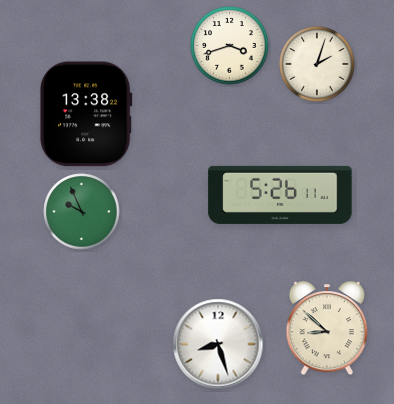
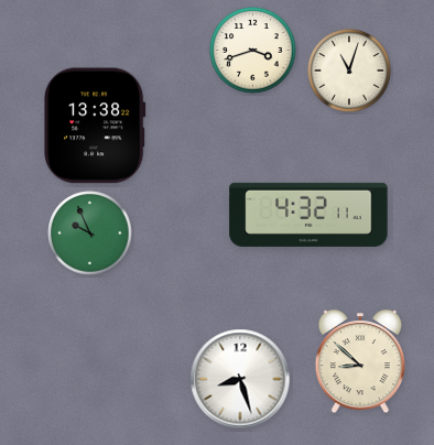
clock at (317, 64): 2:03 -> 11:03
clock at (280, 195): 5:26 -> 4:32
